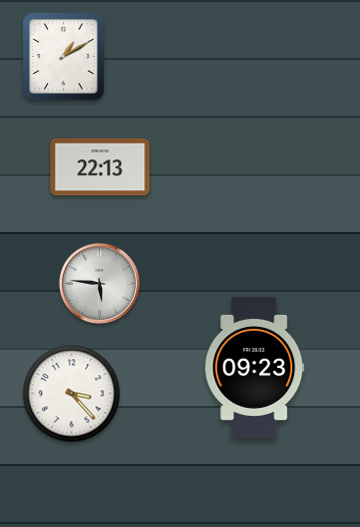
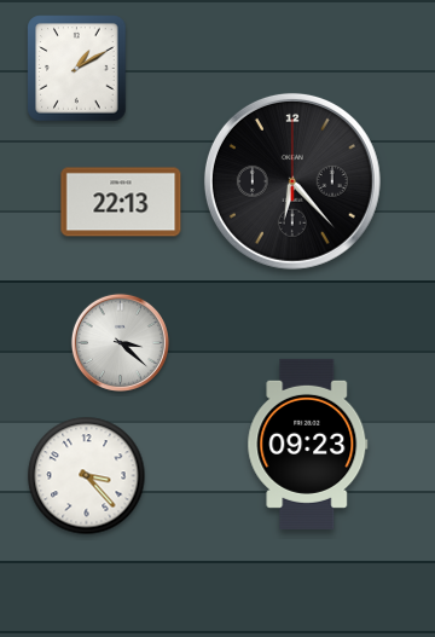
clock at (292, 181): none -> 6:23
clock at (99, 283): 5:46 -> 3:22
